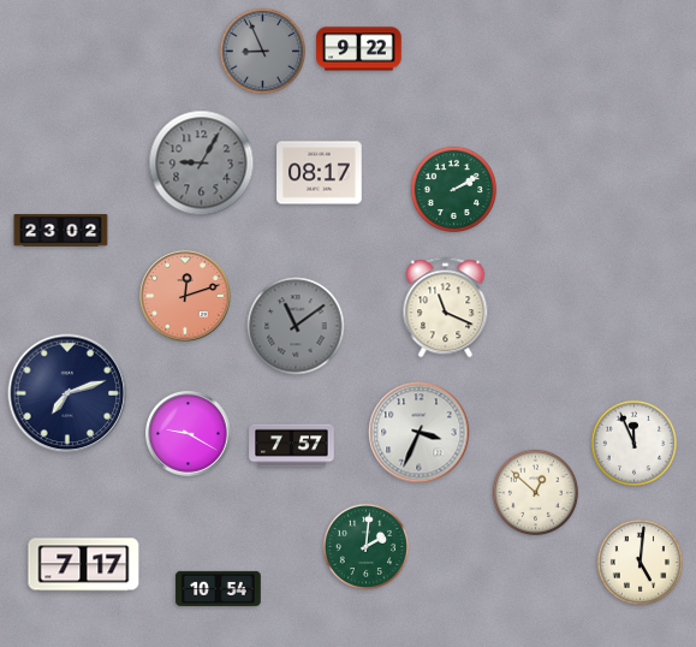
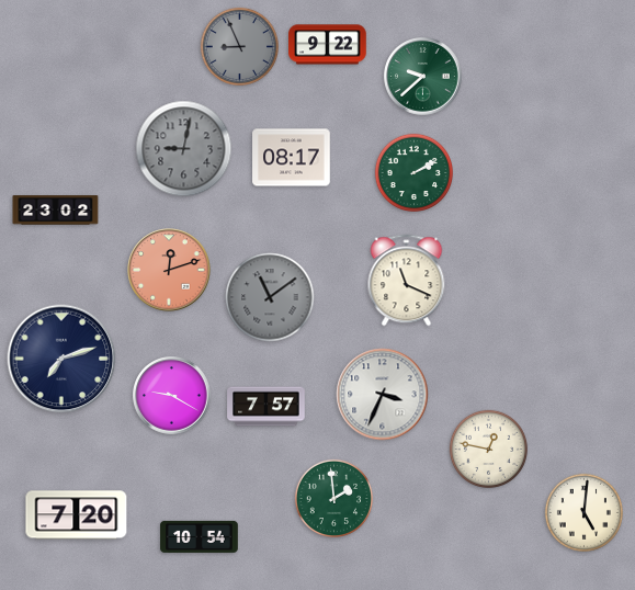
clock at (423, 77): none -> 9:38
clock at (202, 164): 9:05 -> 9:02
clock at (633, 443): 11:56 -> none
clock at (535, 492): 12:52 -> 12:47
clock at (365, 546): 2:01 -> 1:59
clock at (84, 565): 7:17 -> 7:20
